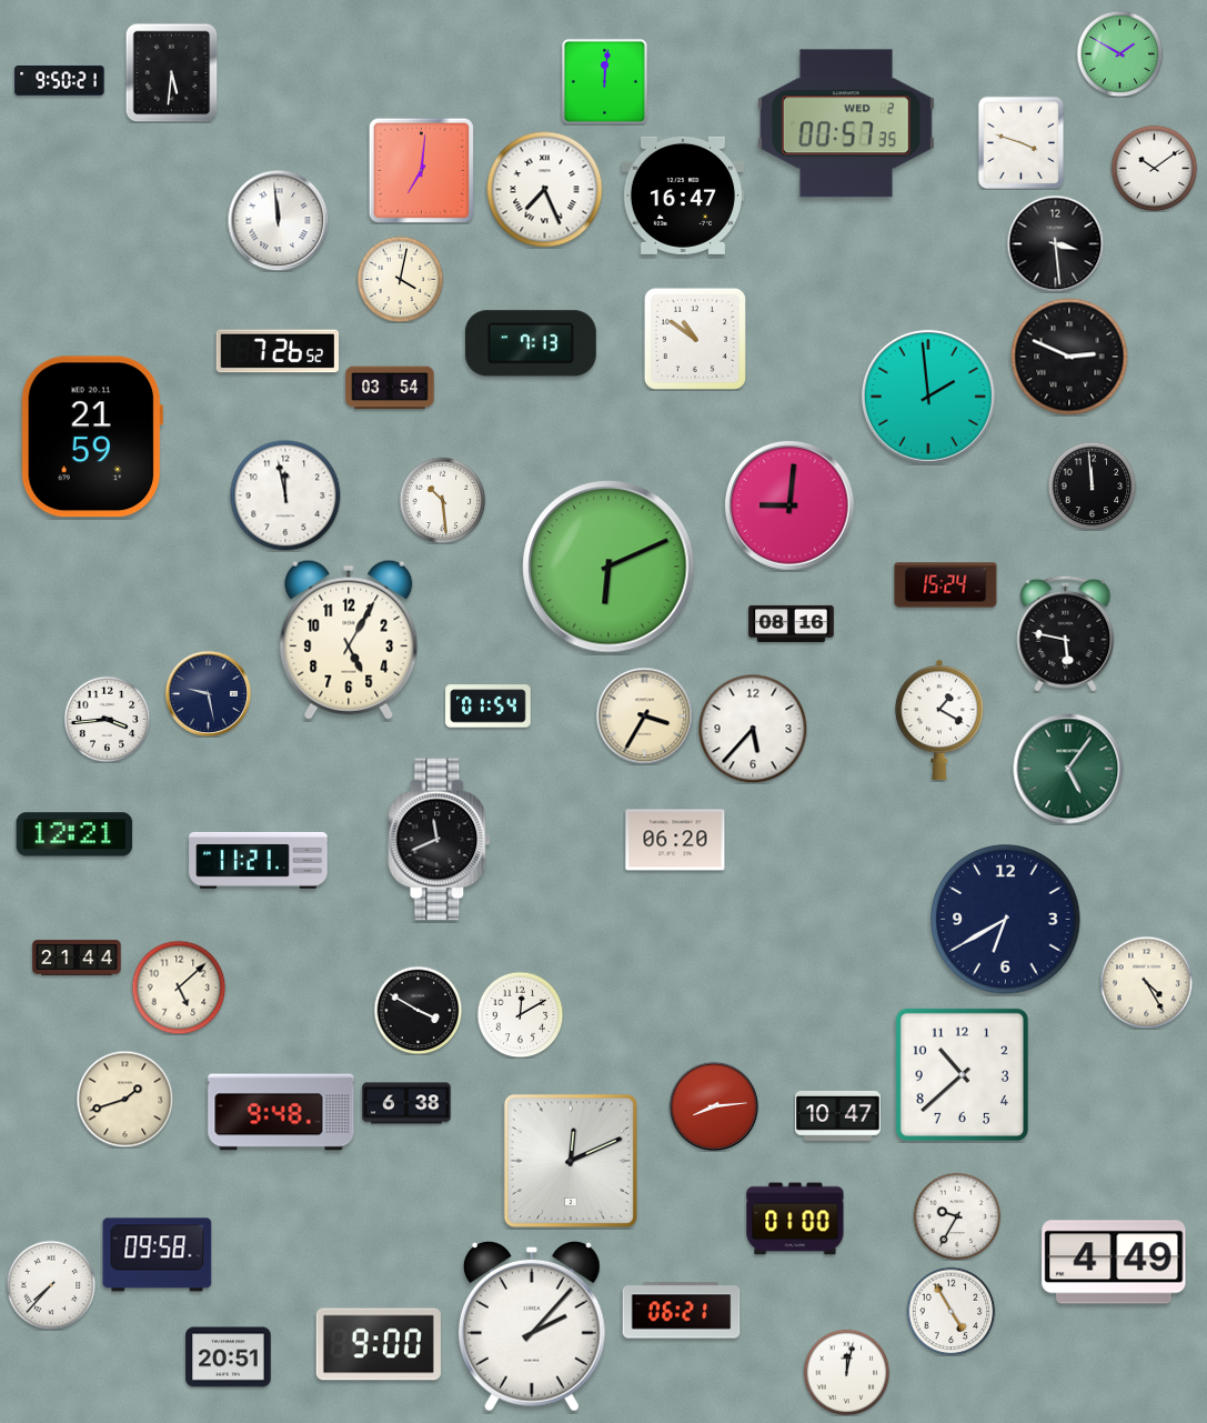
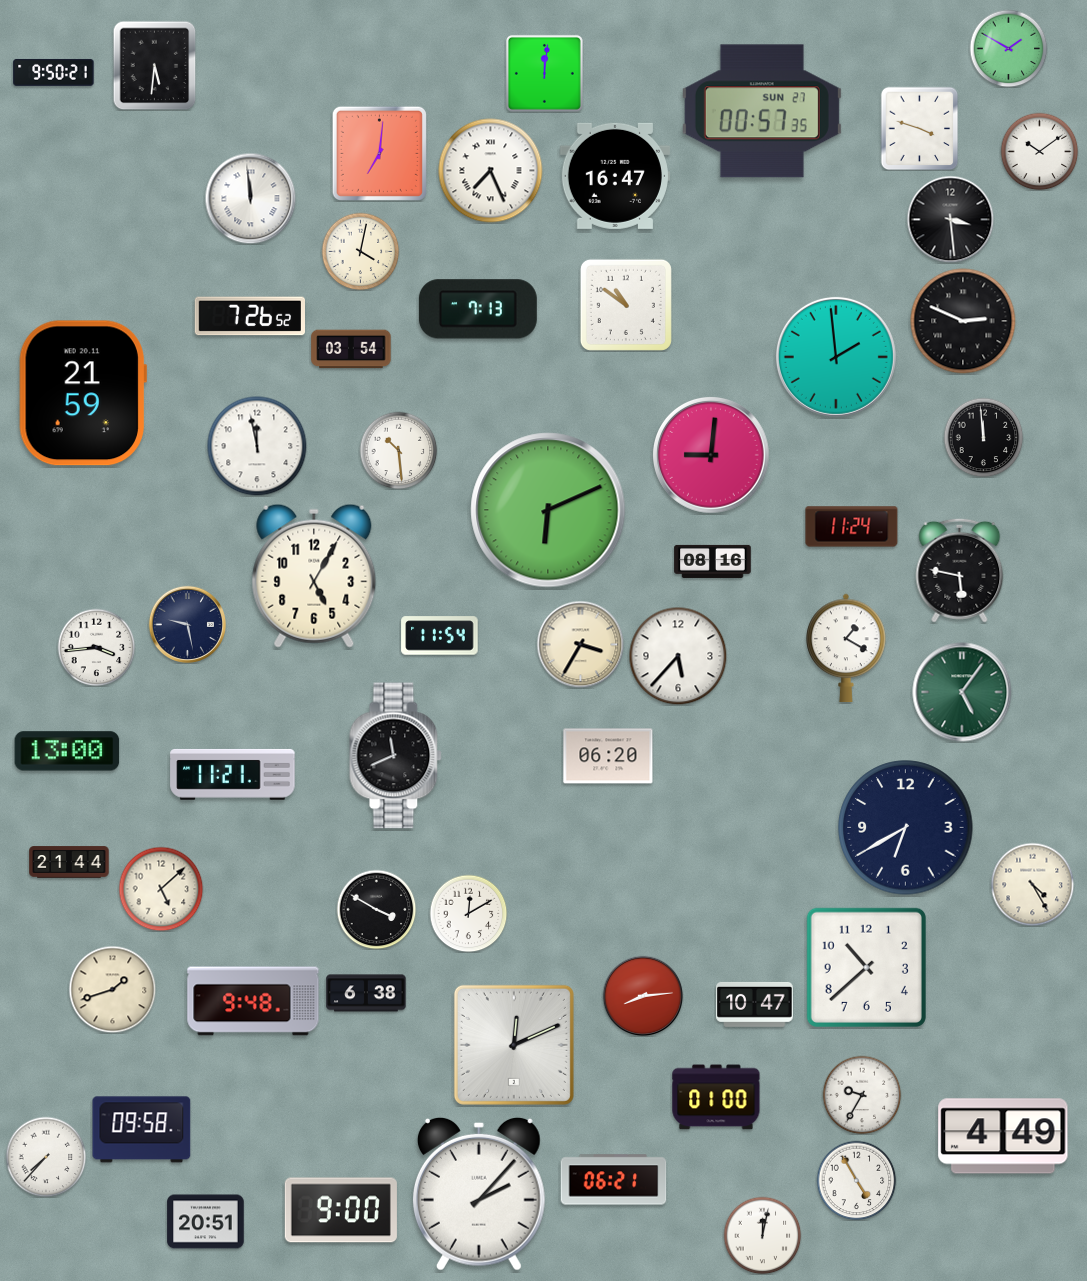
clock at (846, 123) date: WED 2 -> SUN 27
clock at (946, 585): 15:24 -> 11:24
clock at (489, 707): 01:54 -> 11:54
clock at (74, 834): 12:21 -> 13:00
